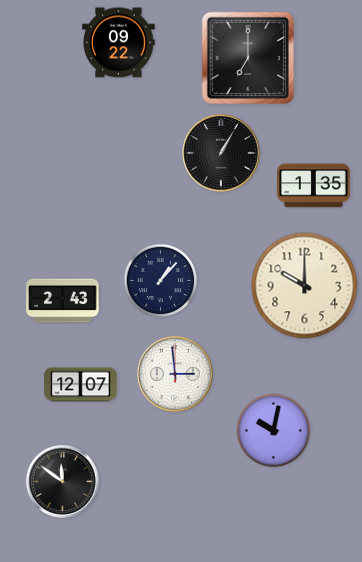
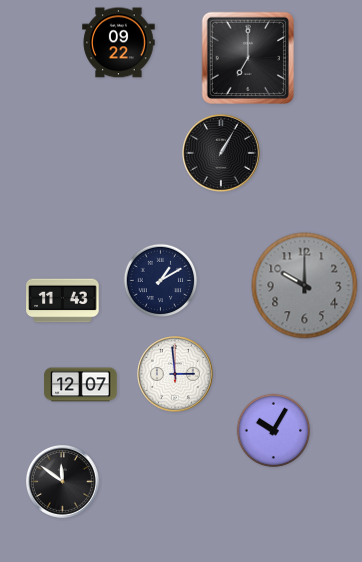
clock at (314, 186): 1:35 -> none
clock at (161, 281): 1:07 -> 1:10
clock at (305, 286) dial: cream -> grey
clock at (63, 301): 2:43 -> 11:43
clock at (274, 431): 10:02 -> 10:05
